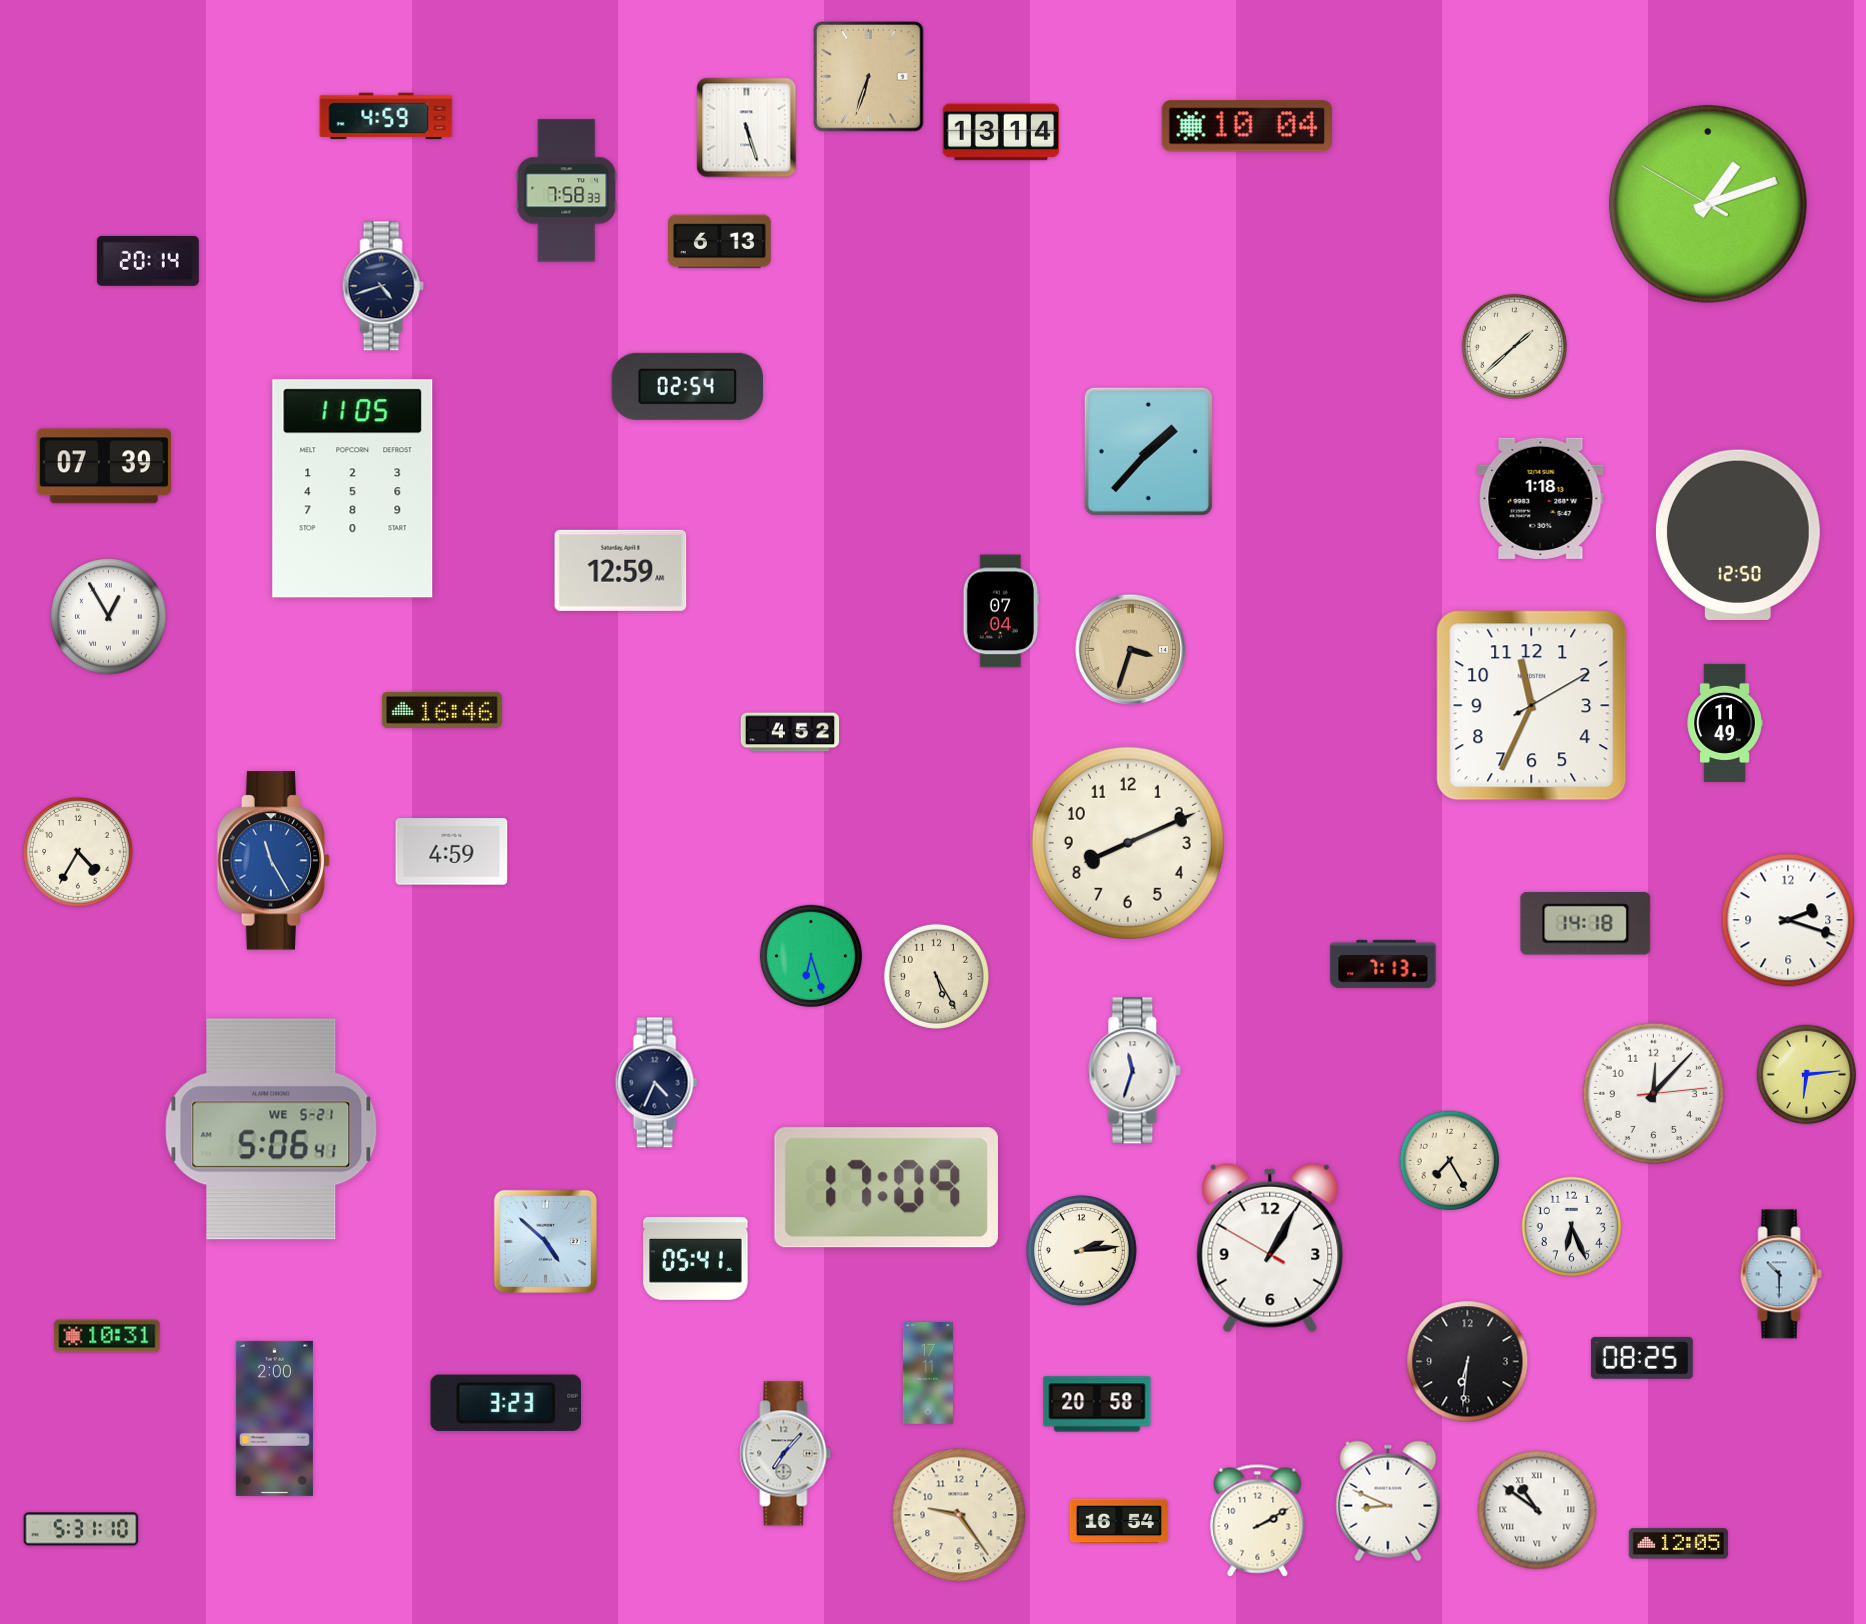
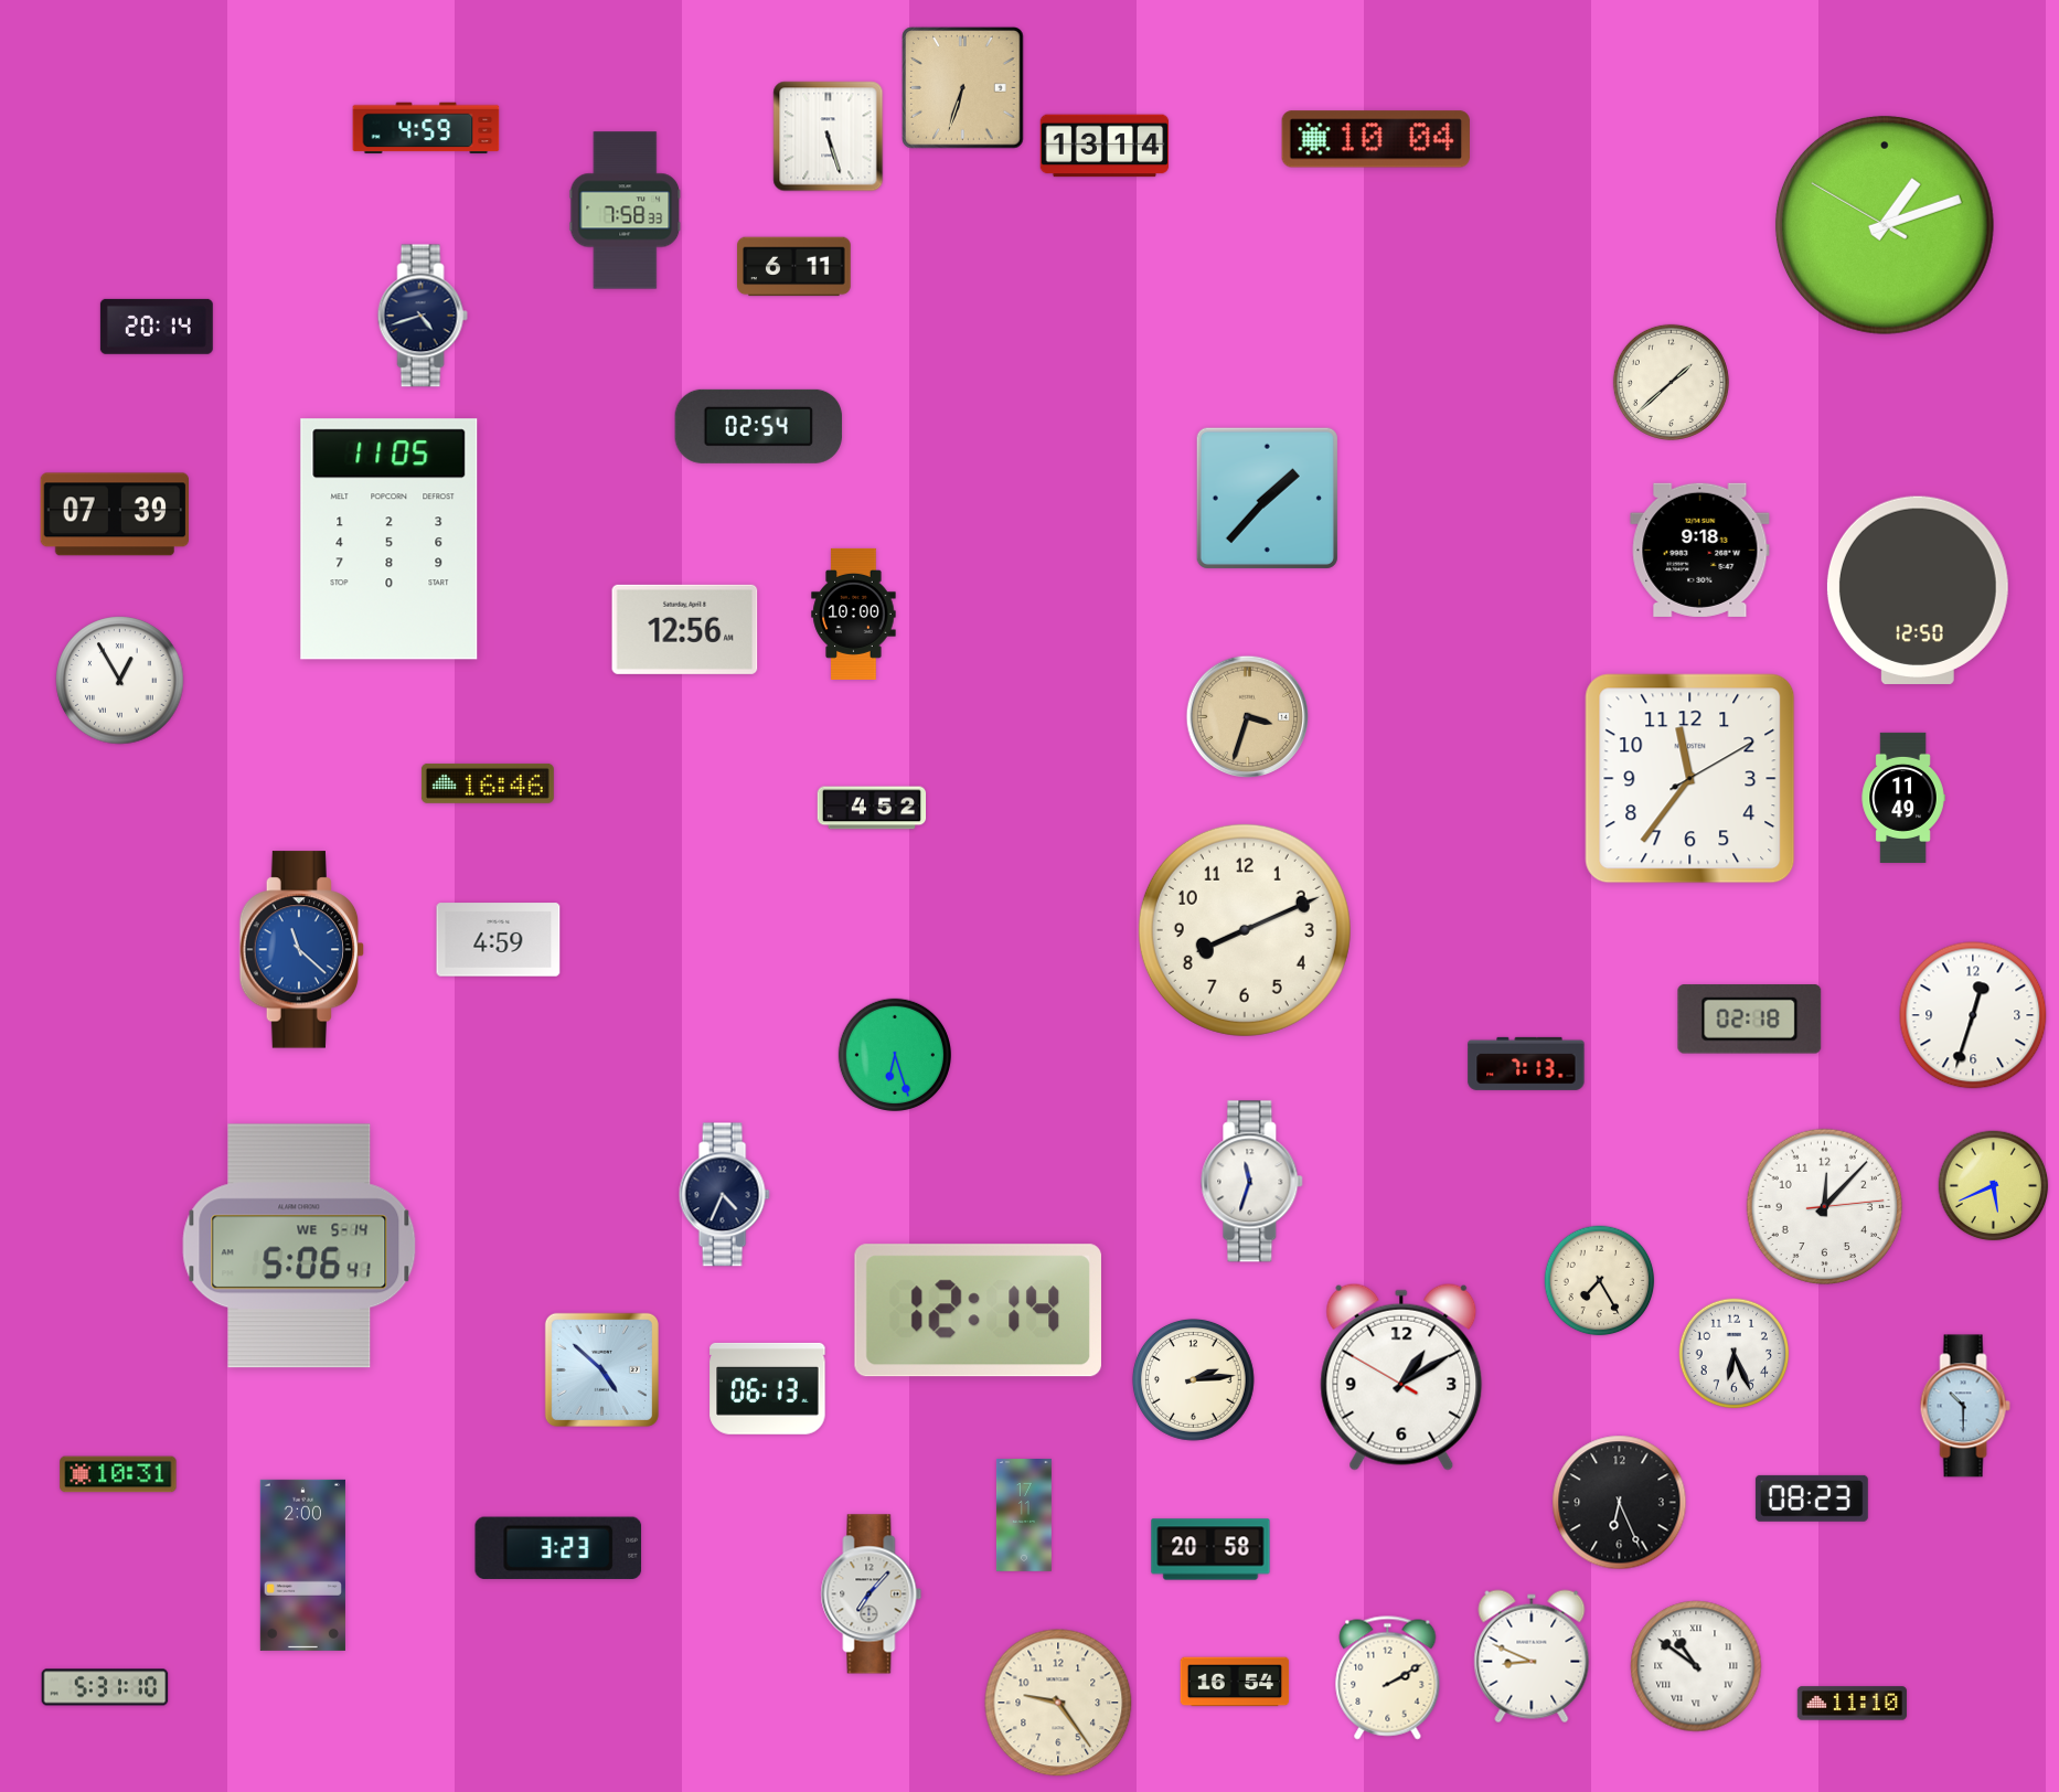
clock at (869, 77) position: (869, 77) -> (963, 88)
clock at (747, 128) position: (747, 128) -> (829, 137)
clock at (720, 242): 6:13 -> 6:11
clock at (148, 261) position: (148, 261) -> (157, 327)
clock at (1541, 498): 1:18 -> 9:18
clock at (854, 614): none -> 10:00
clock at (621, 570): 12:59 -> 12:56
clock at (1000, 611): 07:04 -> none
clock at (1532, 706): 11:34 -> 11:36
clock at (78, 852): 4:35 -> none
clock at (274, 861): 11:25 -> 11:22
clock at (1788, 920): 2:18 -> 12:33
clock at (1586, 924): 14:18 -> 02:18
clock at (936, 976): 5:25 -> none
clock at (1807, 1075): 6:14 -> 5:41
clock at (271, 1129) date: WE 5-21 -> WE 5-14
clock at (886, 1188): 17:09 -> 12:14
clock at (1270, 1248): 1:04 -> 1:09
clock at (696, 1258): 05:41 -> 06:13
clock at (1642, 1358): 08:25 -> 08:23
clock at (1468, 1362): 6:31 -> 6:26
clock at (786, 1454) position: (786, 1454) -> (872, 1594)
clock at (959, 1515) position: (959, 1515) -> (1058, 1703)
clock at (1119, 1521) position: (1119, 1521) -> (1235, 1682)
clock at (81, 1529) position: (81, 1529) -> (105, 1687)
clock at (1678, 1544): 12:05 -> 11:10
